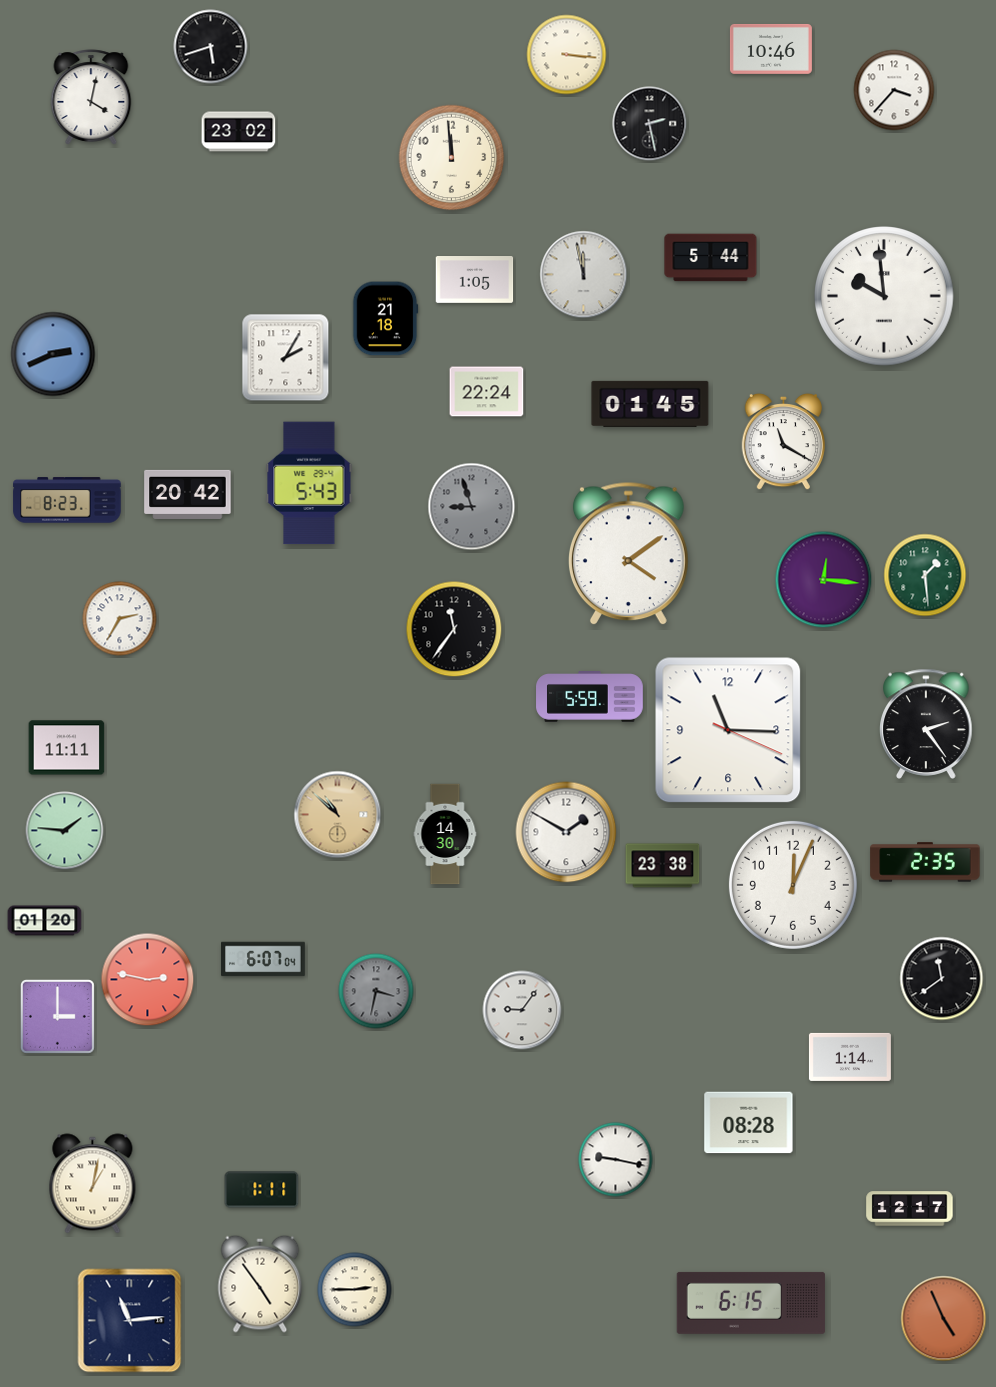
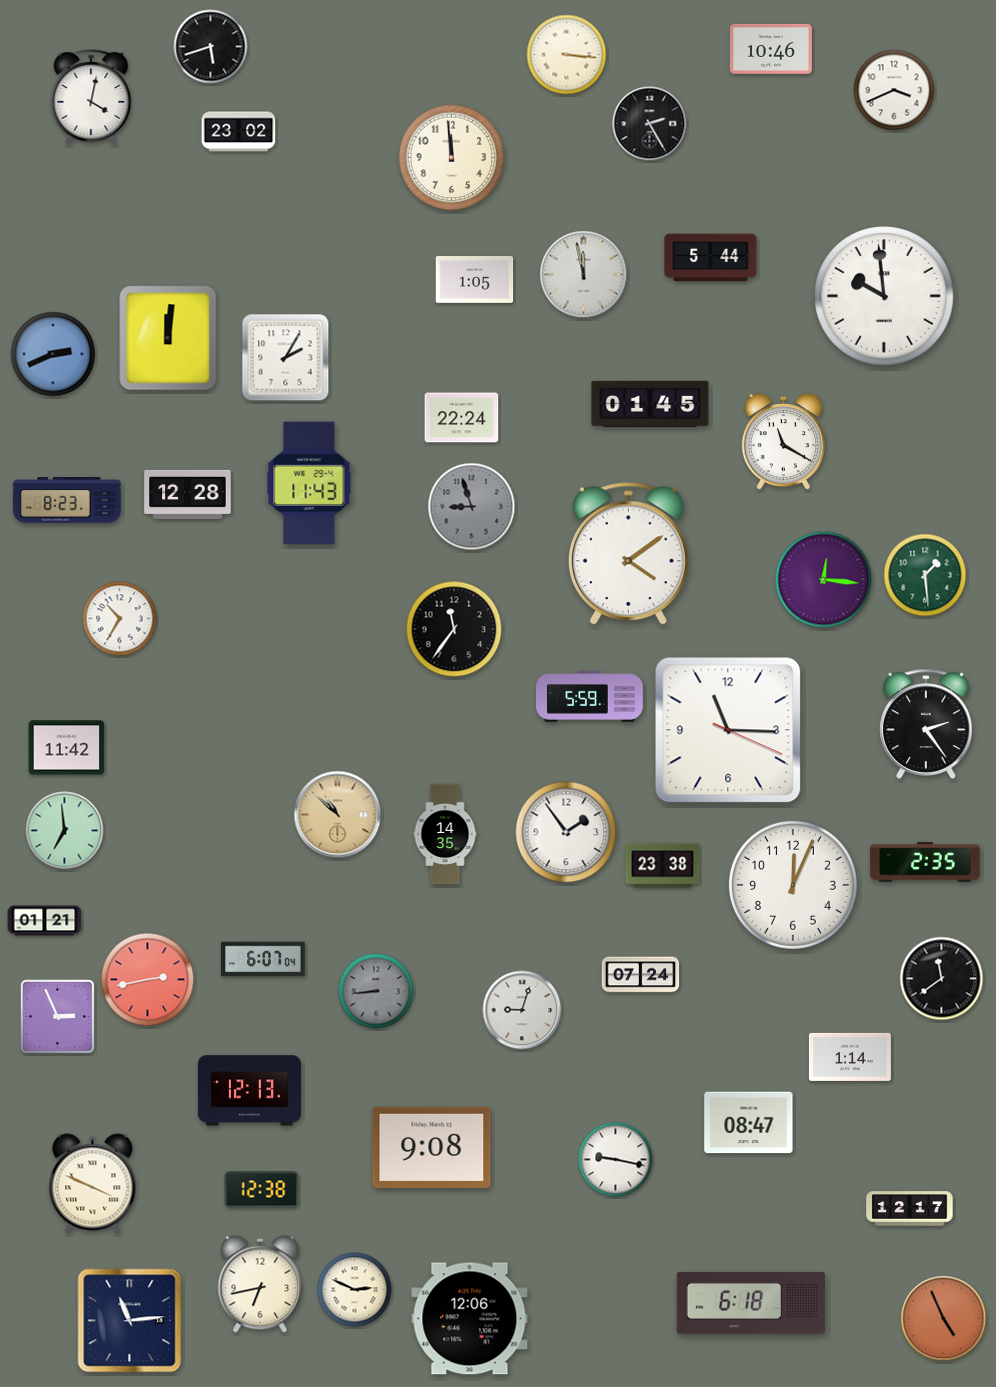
clock at (894, 90): 3:37 -> 3:41
clock at (650, 124): 2:28 -> 2:25
clock at (385, 319): 21:18 -> none
clock at (168, 338): none -> 12:01
clock at (487, 392) position: (487, 392) -> (462, 418)
clock at (309, 483): 5:43 -> 11:43
clock at (188, 494): 20:42 -> 12:28
clock at (120, 619): 2:35 -> 10:35
clock at (67, 748): 11:11 -> 11:42
clock at (65, 831): 1:46 -> 6:59
clock at (566, 832): 1:50 -> 1:54
clock at (445, 834): 14:30 -> 14:35
clock at (45, 921): 01:20 -> 01:21
clock at (641, 975): none -> 07:24
clock at (148, 980): 2:47 -> 2:43
clock at (376, 991): 3:32 -> 8:44
clock at (522, 1010): 9:06 -> 9:03
clock at (57, 1016): 3:00 -> 2:56
clock at (249, 1091): none -> 12:13
clock at (749, 1123): 08:28 -> 08:47
clock at (432, 1147): none -> 9:08
clock at (93, 1184): 1:02 -> 3:49
clock at (262, 1190): 1:11 -> 12:38
clock at (260, 1284): 4:54 -> 6:43
clock at (355, 1290): 2:45 -> 2:49
clock at (751, 1303): 6:15 -> 6:18
clock at (470, 1319): none -> 12:06
